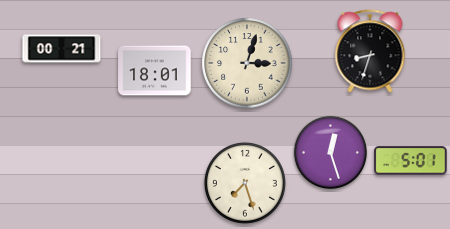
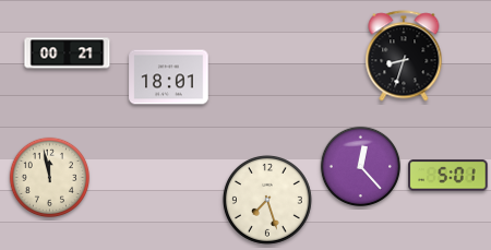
clock at (247, 63): 3:03 -> none
clock at (331, 153): 12:27 -> 12:23
clock at (50, 178): none -> 11:58
